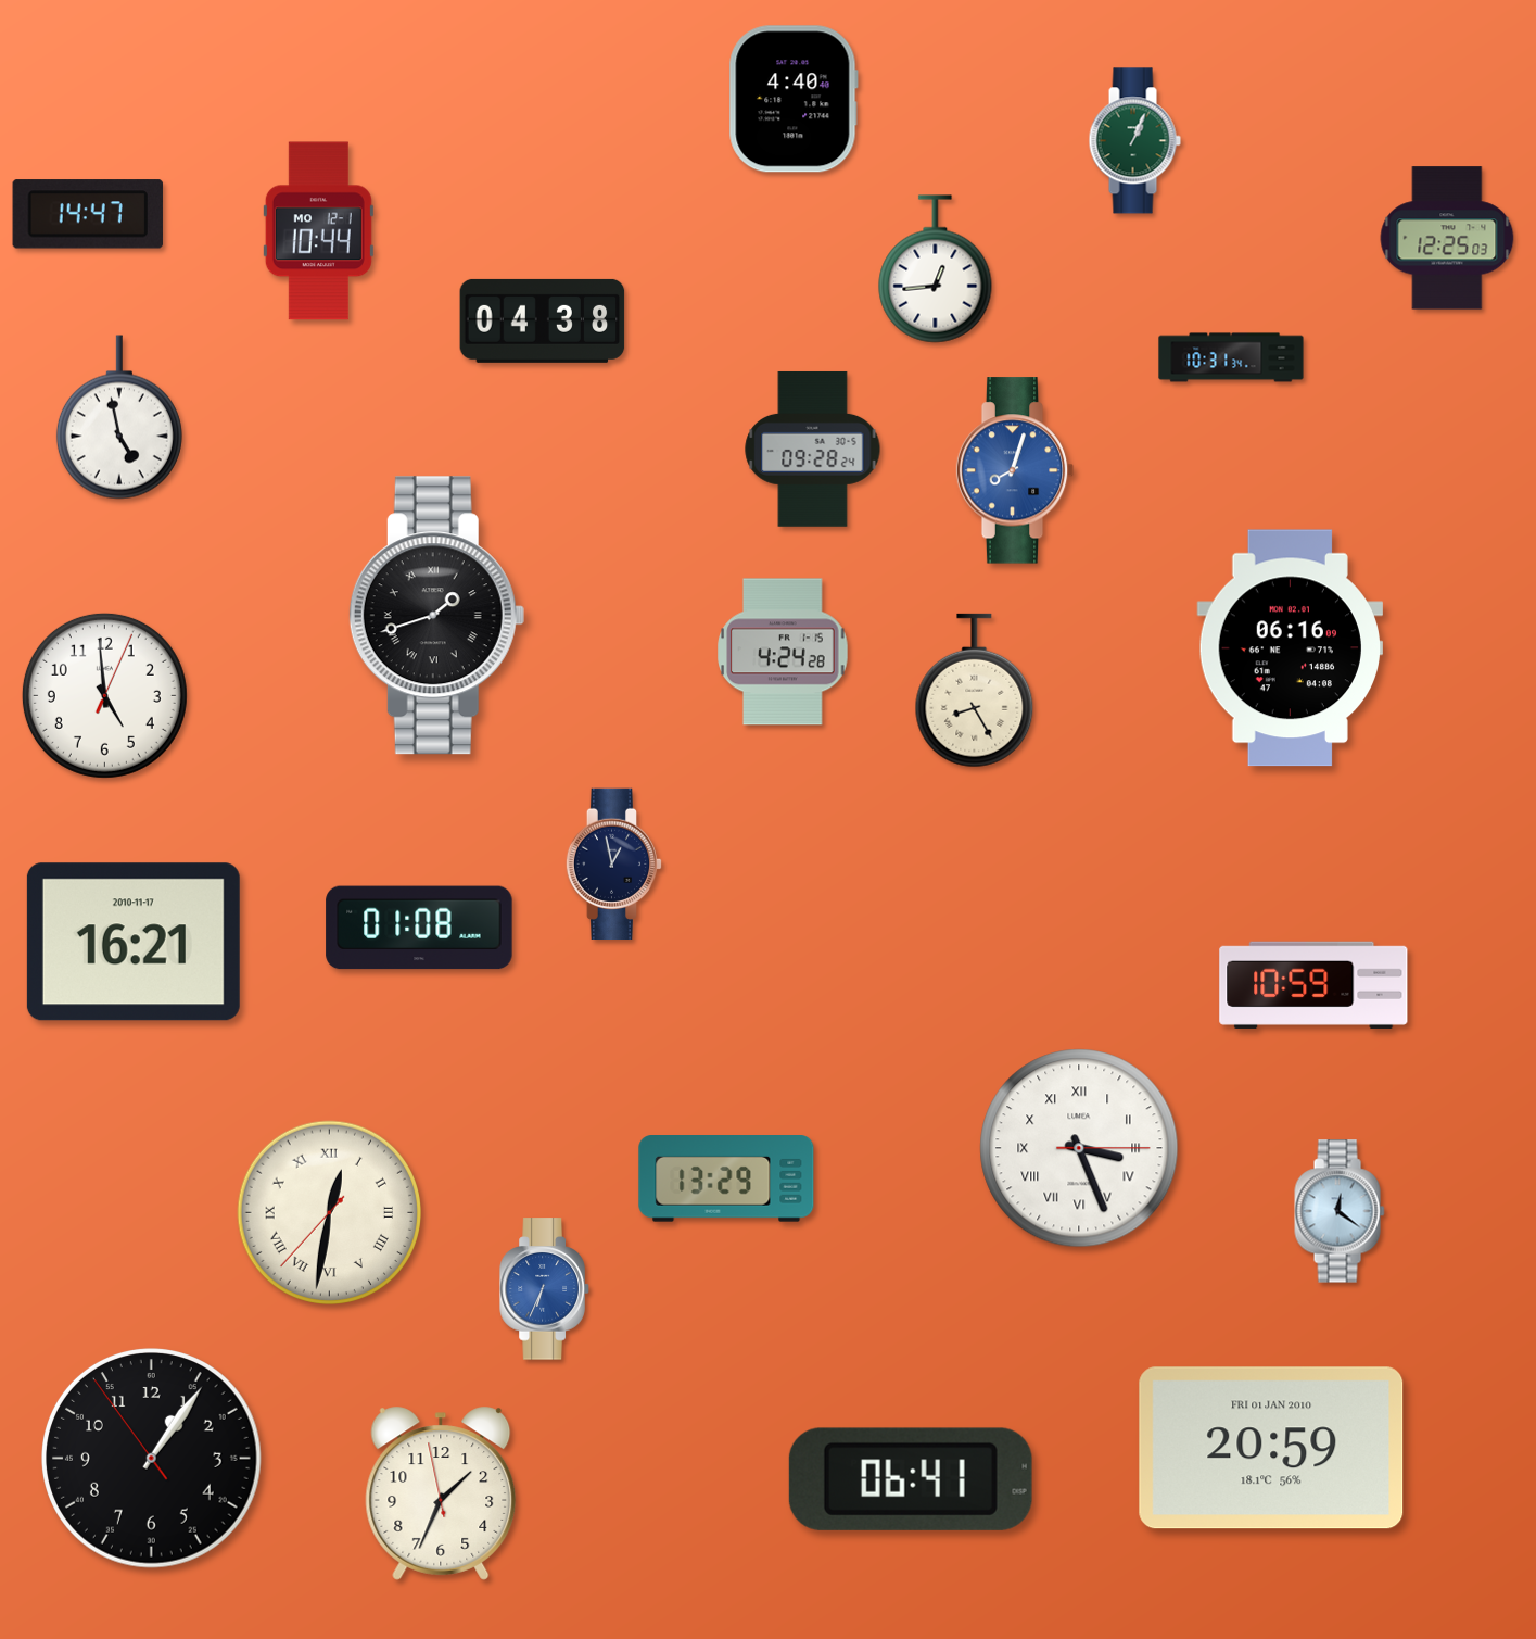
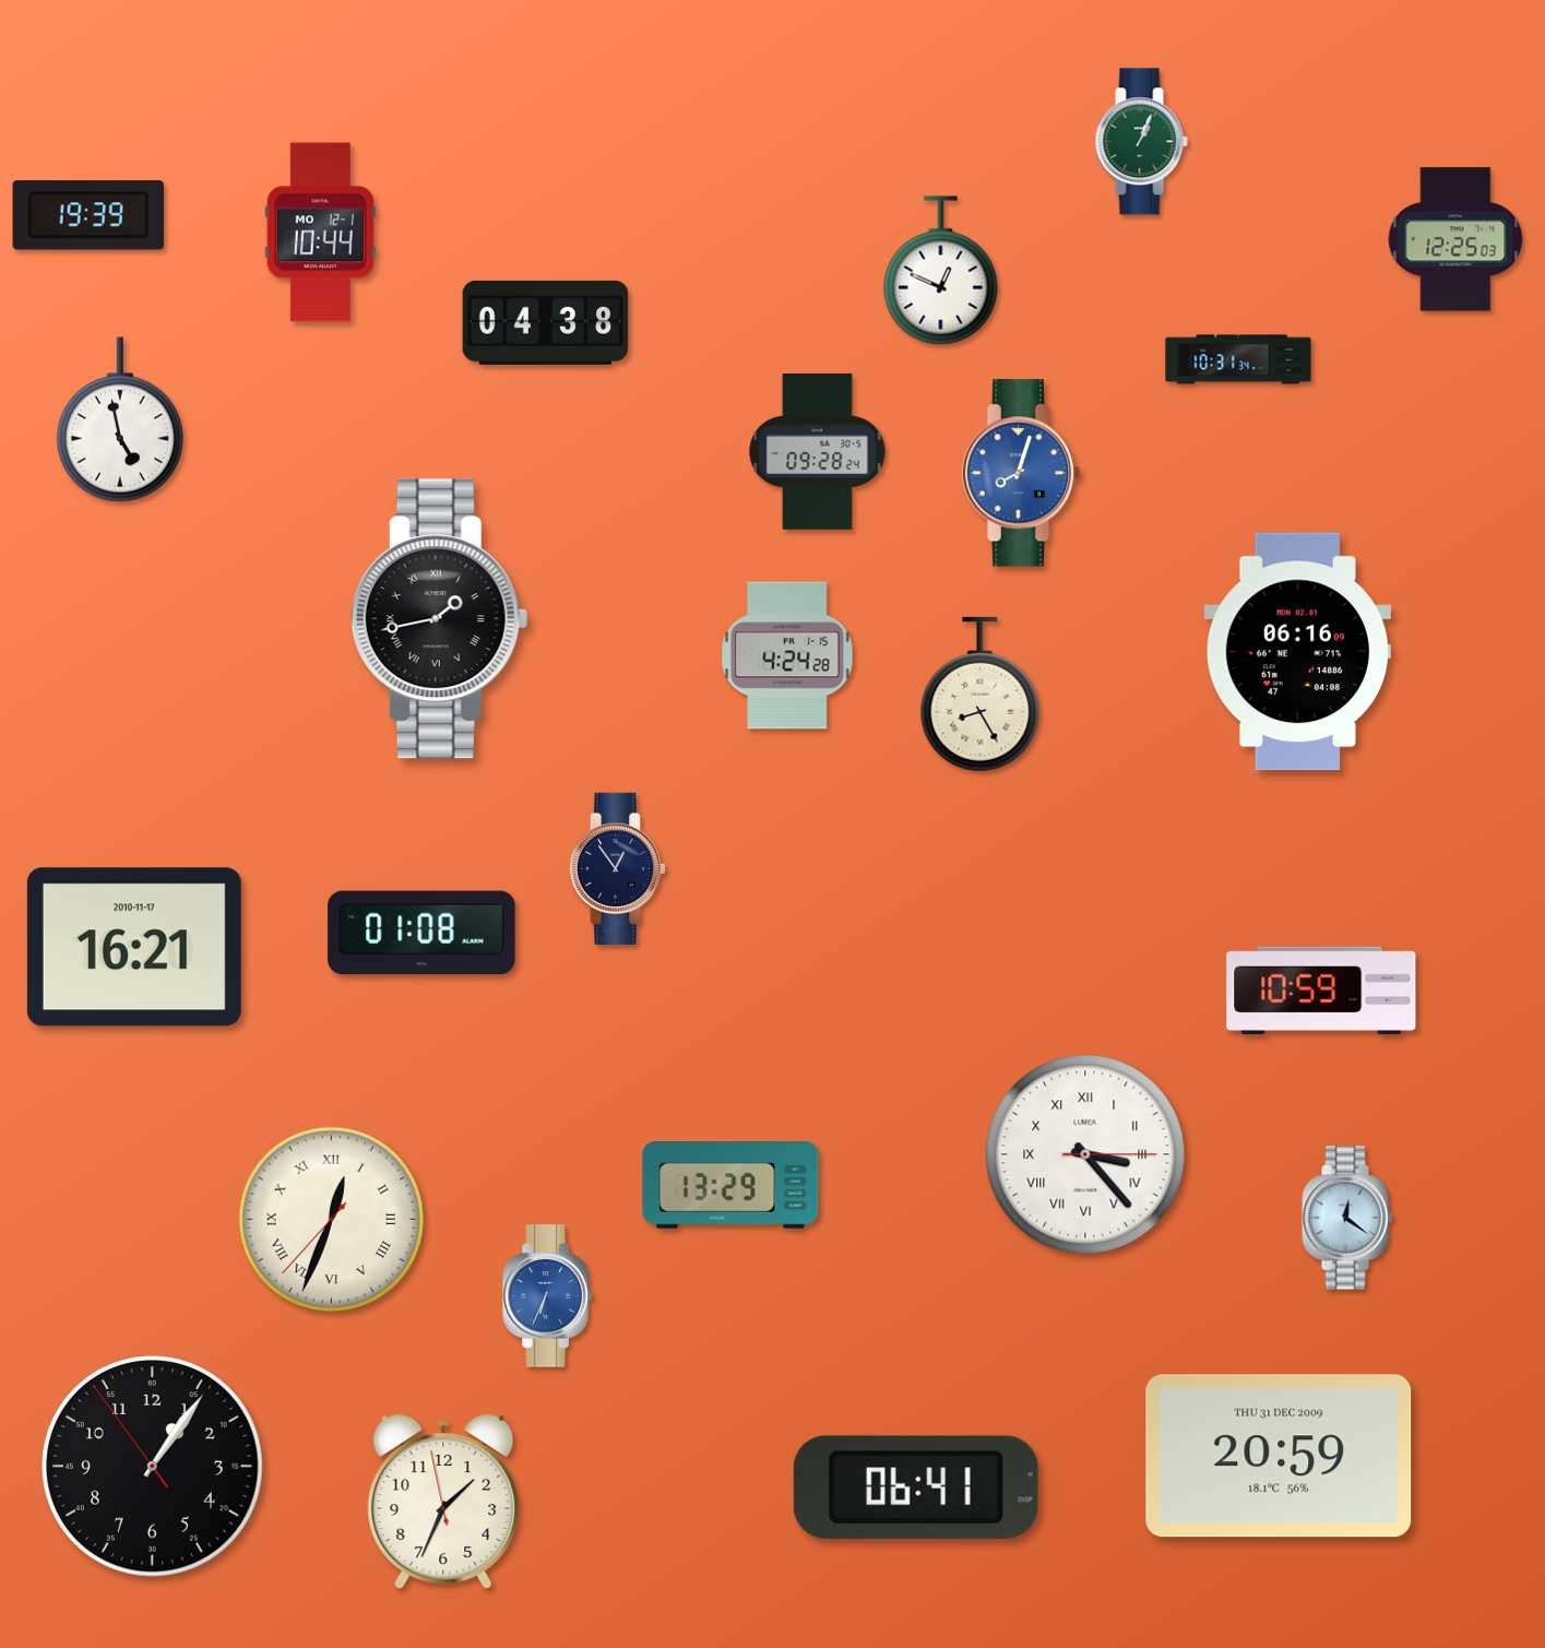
clock at (794, 99): 4:40 -> none
clock at (87, 214): 14:47 -> 19:39
clock at (936, 269): 12:44 -> 12:49
clock at (436, 616): 1:42 -> 1:43
clock at (104, 695): 4:59 -> none
clock at (614, 863): 12:58 -> 12:54
clock at (1079, 1148): 3:26 -> 3:23
clock at (329, 1212): 12:31 -> 12:33
clock at (1271, 1448) date: FRI 01 JAN 2010 -> THU 31 DEC 2009
